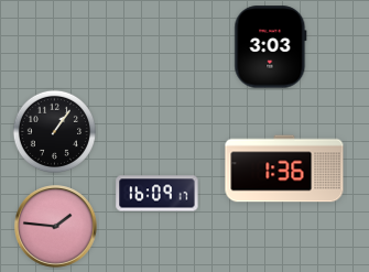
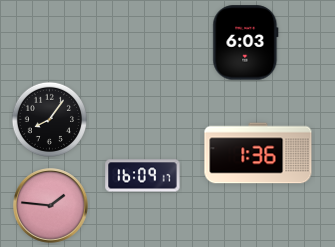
clock at (271, 47): 3:03 -> 6:03
clock at (54, 131): 1:06 -> 8:06
